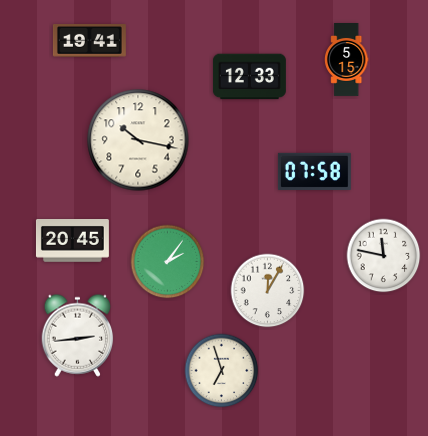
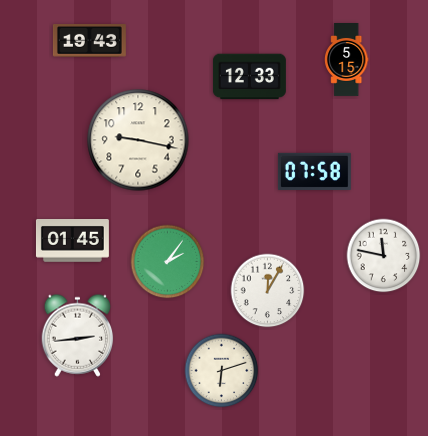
clock at (89, 41): 19:41 -> 19:43
clock at (138, 140): 10:17 -> 9:17
clock at (72, 241): 20:45 -> 01:45
clock at (222, 371): 6:57 -> 6:12
